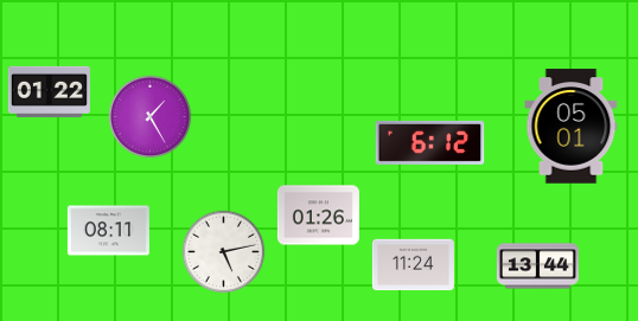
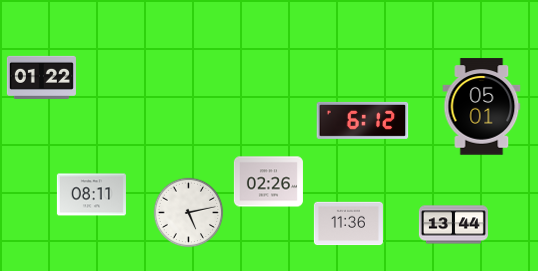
clock at (151, 117): 1:25 -> none
clock at (318, 216): 01:26 -> 02:26
clock at (413, 265): 11:24 -> 11:36
